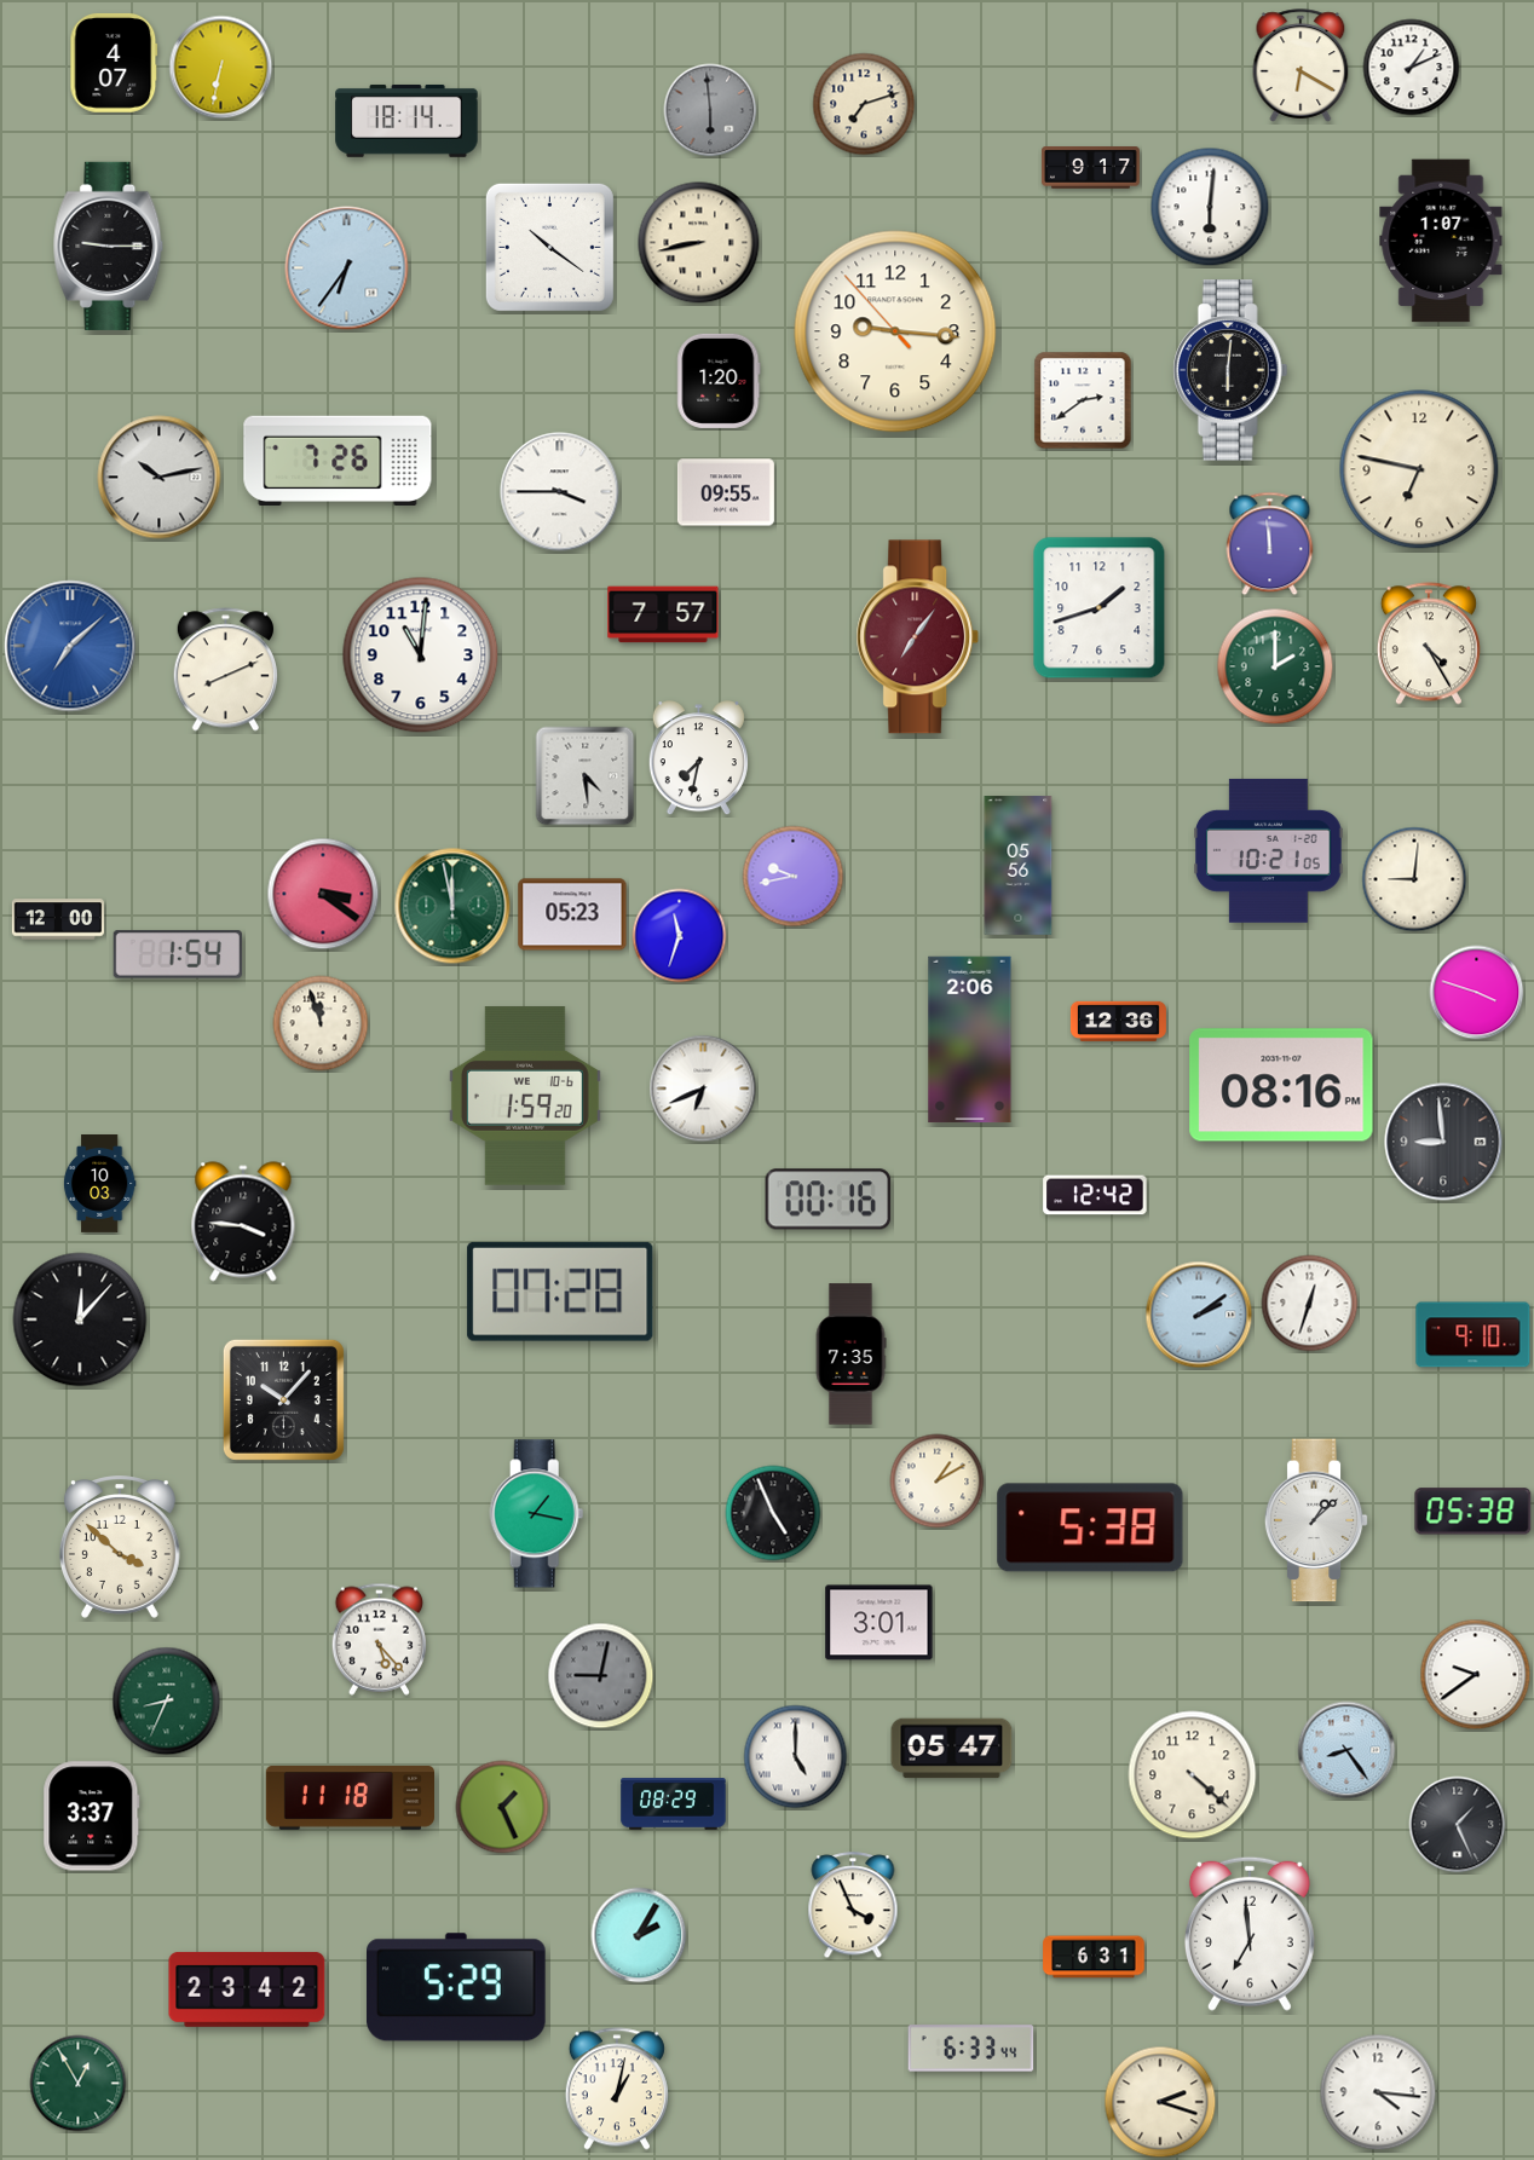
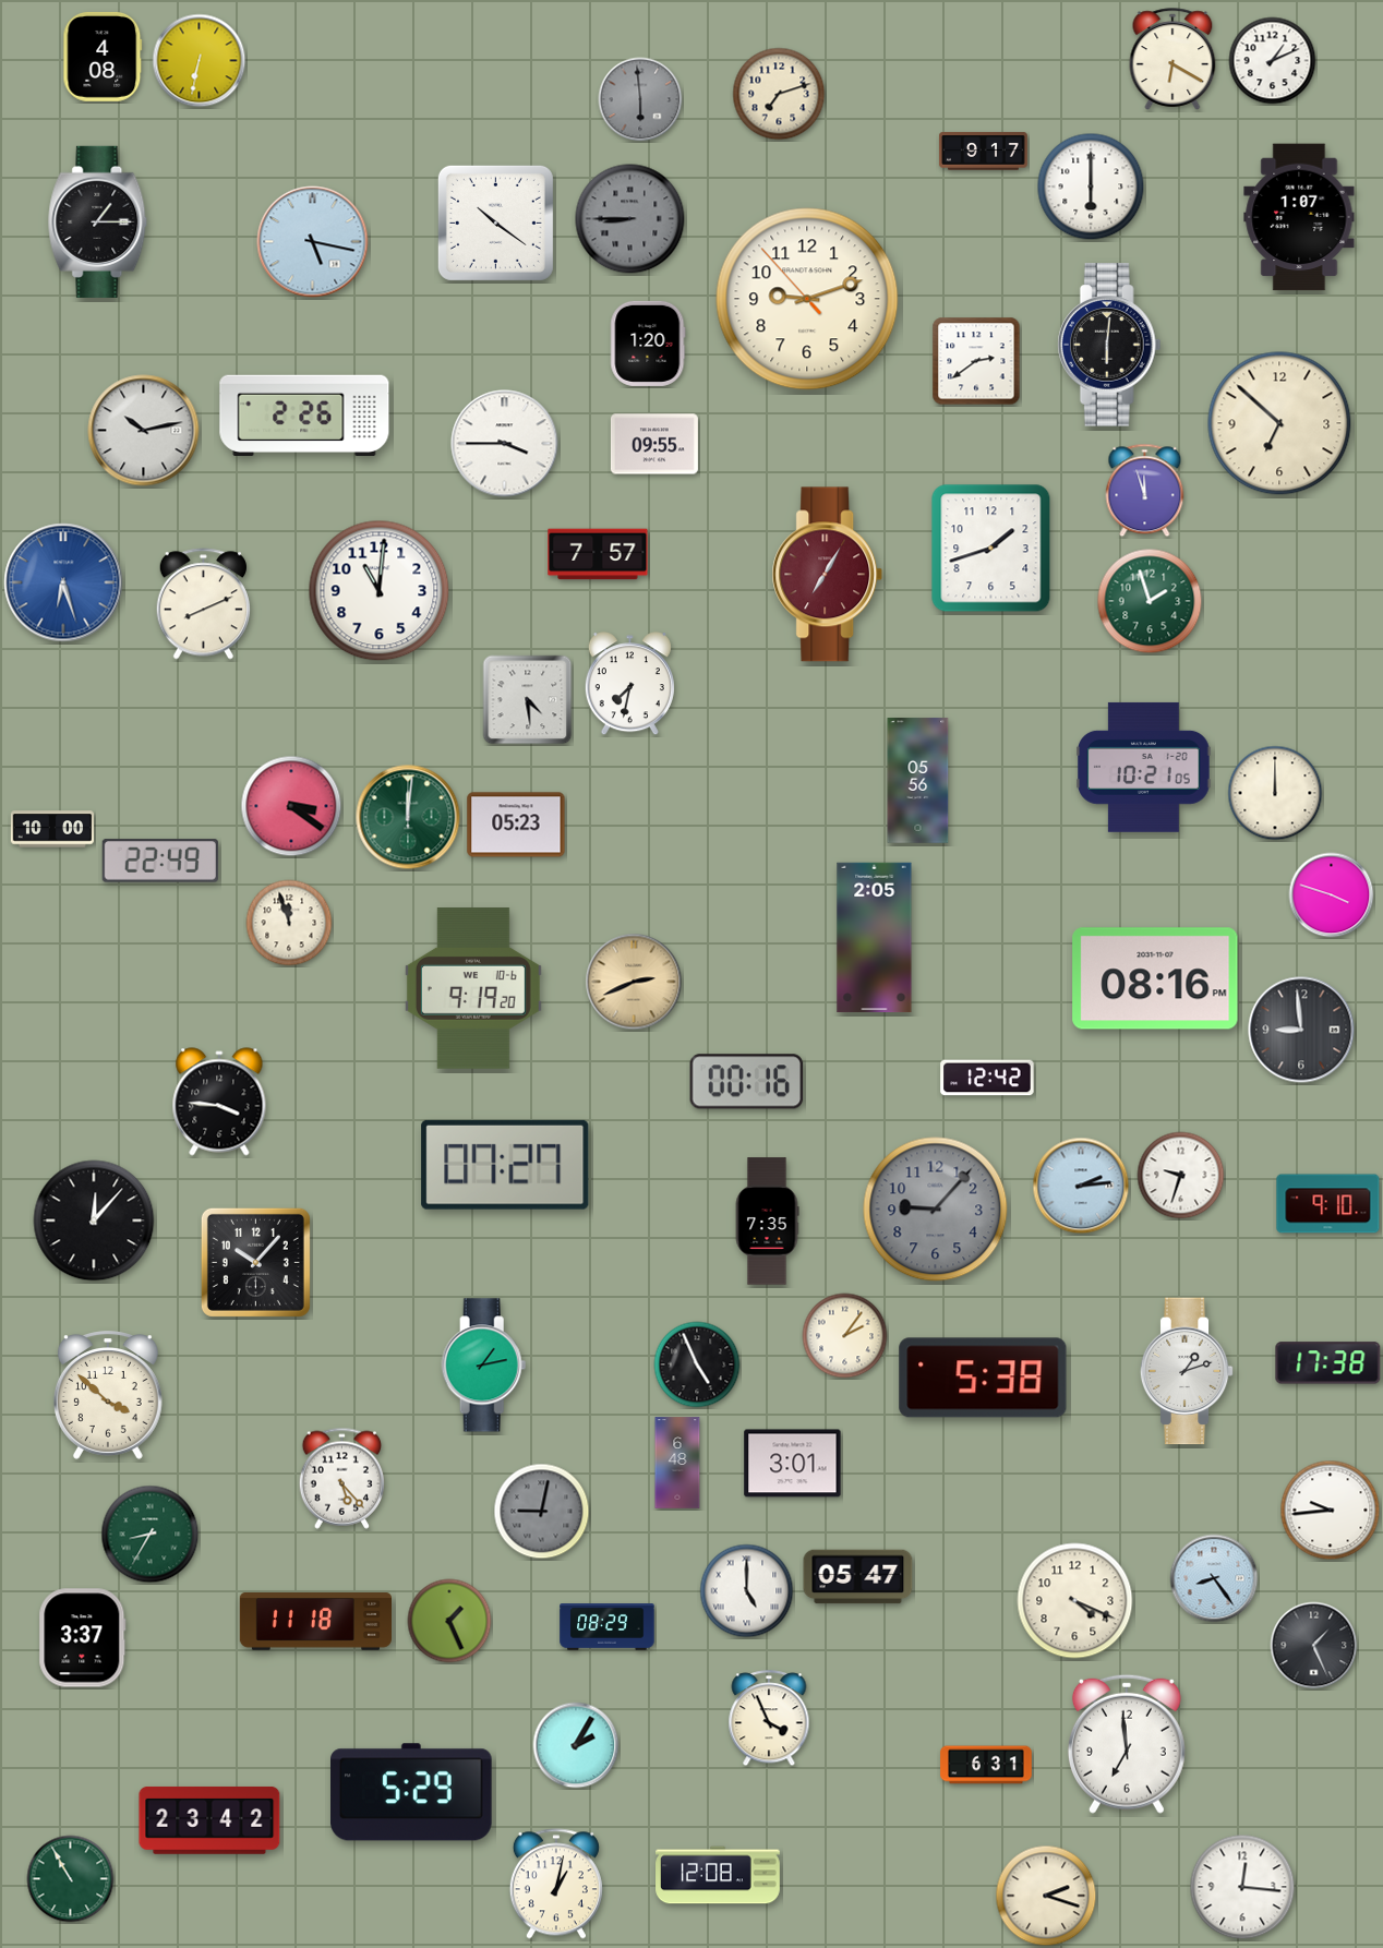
clock at (114, 63): 4:07 -> 4:08
clock at (406, 121): 18:14 -> none
clock at (1210, 207): 6:01 -> 6:00
clock at (699, 243): 8:43 -> 8:45
clock at (699, 243) dial: cream -> grey
clock at (109, 246): 9:15 -> 1:15
clock at (347, 268): 6:36 -> 5:17
clock at (895, 331): 9:15 -> 9:11
clock at (1230, 370) position: (1230, 370) -> (1109, 345)
clock at (338, 461): 7:26 -> 2:26
clock at (1419, 469): 6:47 -> 6:52
clock at (1270, 544): 11:59 -> 11:57
clock at (918, 637): 7:06 -> 7:05
clock at (1429, 643): 4:25 -> none
clock at (70, 646): 7:08 -> 6:27
clock at (1275, 666): 2:00 -> 1:57
clock at (794, 877): 9:43 -> none
clock at (1414, 879): 9:01 -> 12:00
clock at (452, 906): 11:58 -> 12:01
clock at (58, 919): 12:00 -> 10:00
clock at (680, 936): 11:33 -> none
clock at (178, 954): 1:54 -> 22:49
clock at (1118, 1021): 12:36 -> none
clock at (970, 1040): 2:06 -> 2:05
clock at (703, 1088): 6:41 -> 2:41
clock at (703, 1088) dial: white -> champagne
clock at (525, 1096): 1:59 -> 9:19
clock at (99, 1184): 10:03 -> none
clock at (560, 1292): 07:28 -> 07:27
clock at (1310, 1304): 12:33 -> 9:33
clock at (1199, 1315): 2:09 -> 2:14
clock at (80, 1319) position: (80, 1319) -> (94, 1220)
clock at (936, 1210): none -> 9:07
clock at (938, 1482): 1:10 -> 2:06
clock at (1474, 1512): 05:38 -> 17:38
clock at (537, 1514): 1:17 -> 1:13
clock at (1316, 1520): 1:08 -> 1:12
clock at (677, 1463): none -> 6:48
clock at (1476, 1675): 9:39 -> 9:44
clock at (167, 1702): 8:34 -> 8:35
clock at (796, 1757) position: (796, 1757) -> (747, 1591)
clock at (1193, 1775): 4:22 -> 4:19
clock at (502, 1807) position: (502, 1807) -> (449, 1621)
clock at (247, 1989) position: (247, 1989) -> (209, 1820)
clock at (971, 2049): 6:33 -> none
clock at (718, 1875): none -> 12:08
clock at (79, 2084): 12:55 -> 10:55
clock at (1378, 2092): 4:16 -> 12:16
